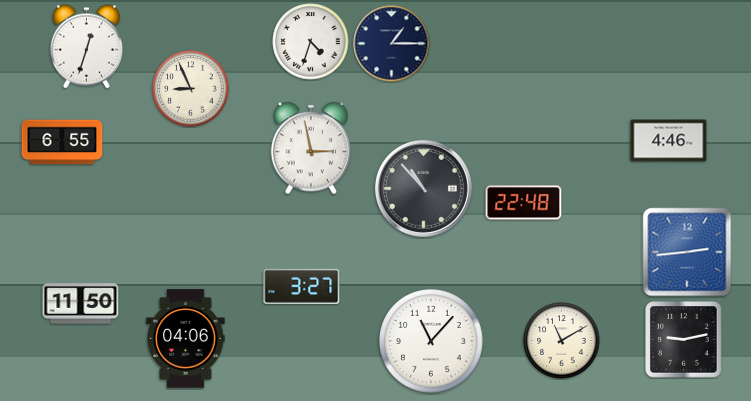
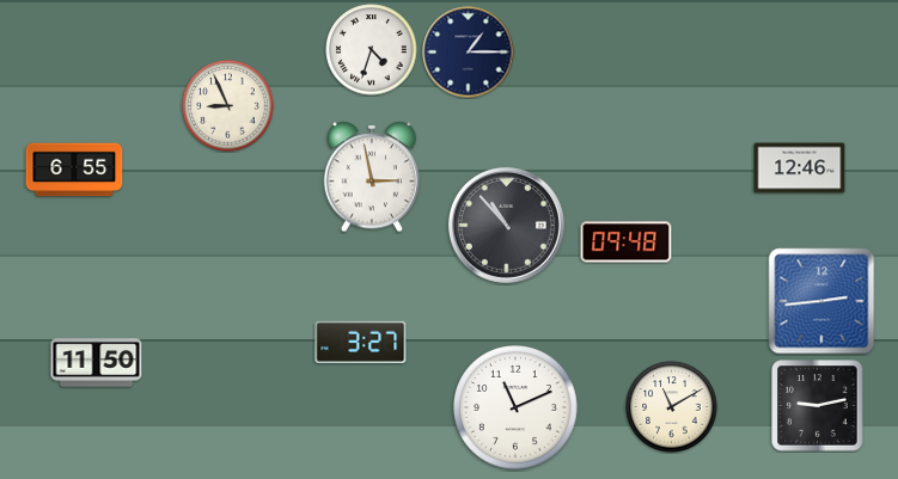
clock at (86, 47): 12:33 -> none
clock at (669, 141): 4:46 -> 12:46
clock at (524, 203): 22:48 -> 09:48
clock at (186, 339): 04:06 -> none
clock at (432, 342): 11:07 -> 11:11
